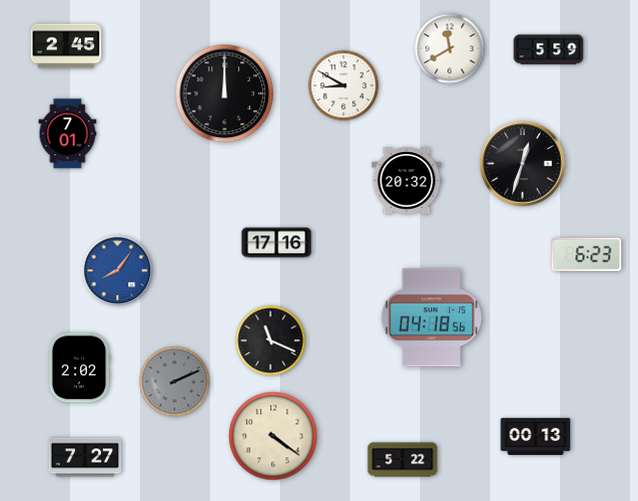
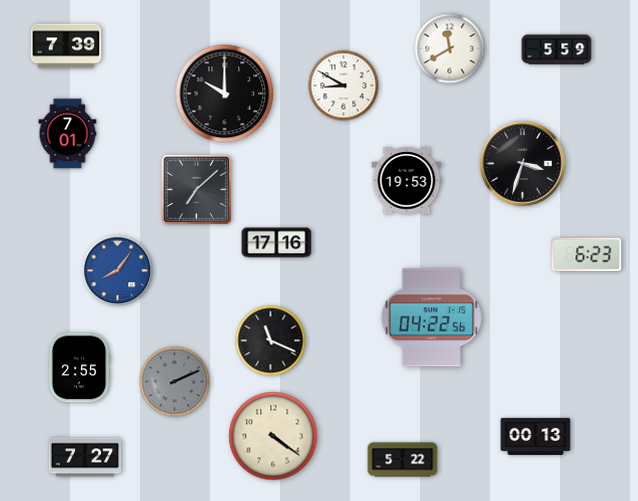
clock at (66, 46): 2:45 -> 7:39
clock at (549, 50) position: (549, 50) -> (557, 50)
clock at (225, 94): 12:00 -> 10:00
clock at (523, 164): 12:33 -> 3:33
clock at (407, 181): 20:32 -> 19:53
clock at (197, 190): none -> 7:08
clock at (431, 318): 04:18 -> 04:22
clock at (79, 368): 2:02 -> 2:55
